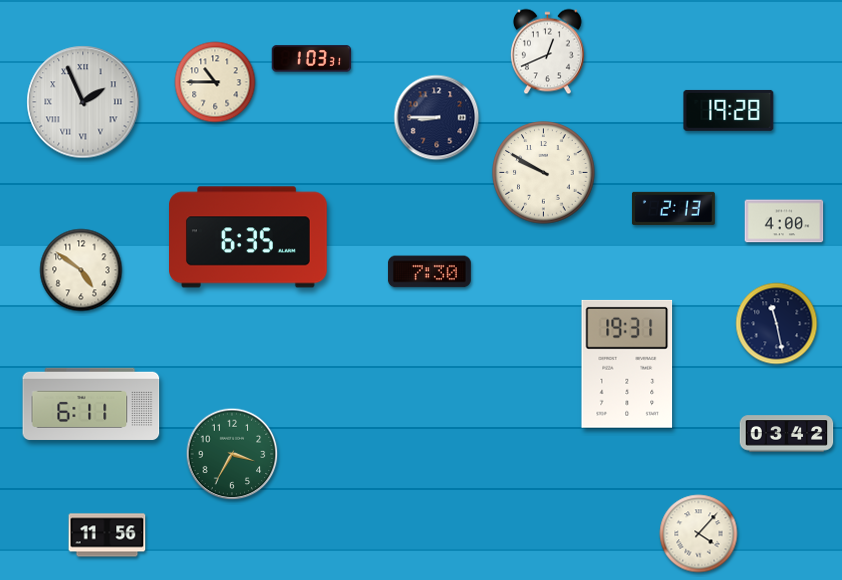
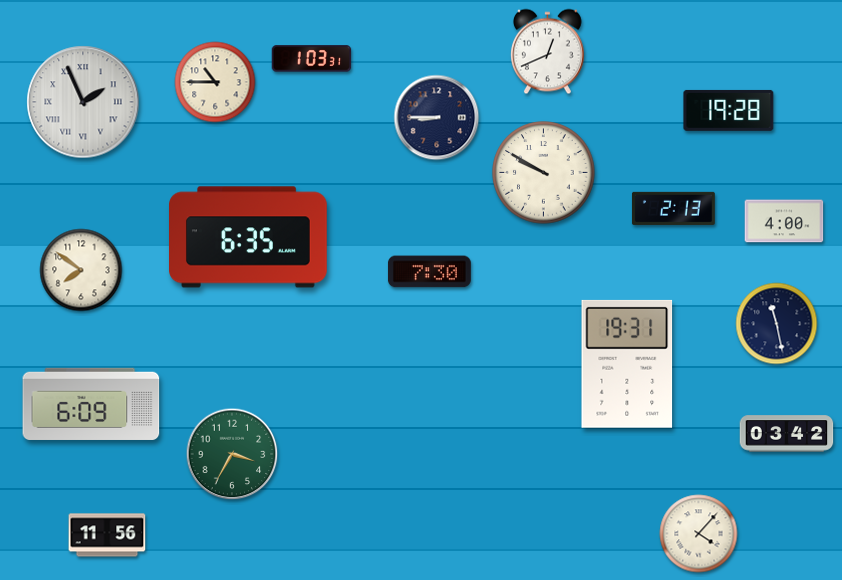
clock at (81, 270): 4:51 -> 7:51
clock at (91, 404): 6:11 -> 6:09
